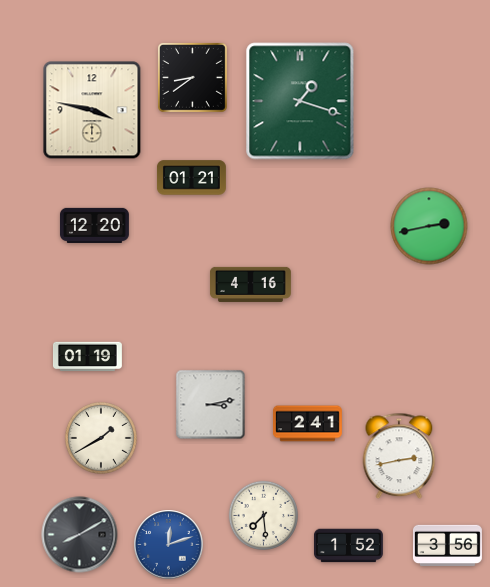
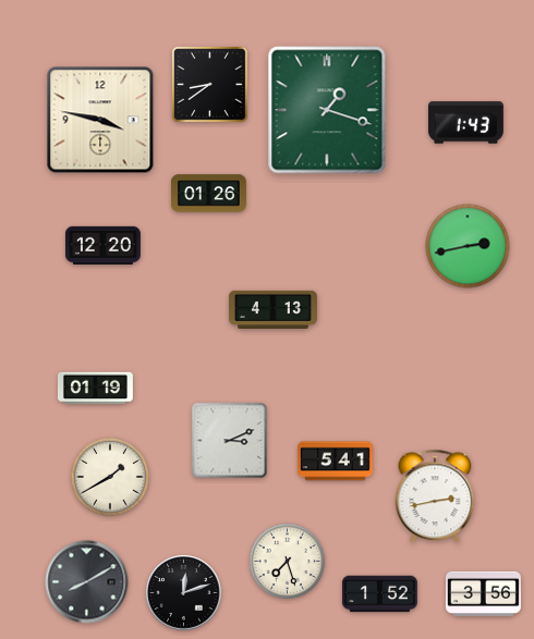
clock at (465, 123): none -> 1:43
clock at (192, 178): 01:21 -> 01:26
clock at (250, 284): 4:16 -> 4:13
clock at (211, 405): 3:13 -> 3:11
clock at (308, 424): 2:41 -> 5:41
clock at (263, 515): 7:29 -> 7:27
clock at (169, 545) dial: blue -> black
clock at (447, 545) position: (447, 545) -> (483, 593)
